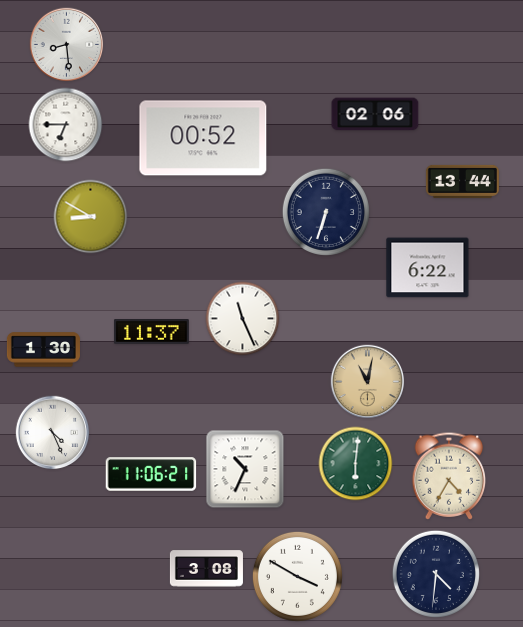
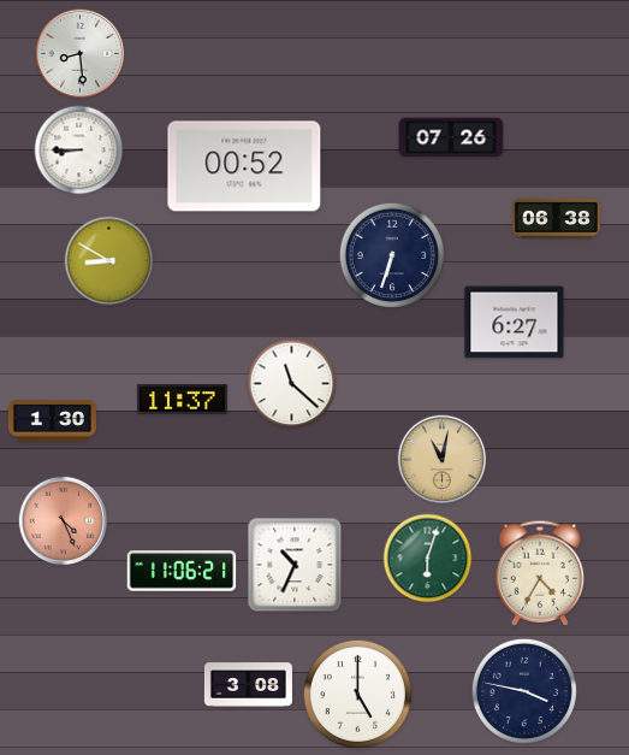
clock at (375, 114): 02:06 -> 07:26
clock at (66, 125): 6:45 -> 8:45
clock at (462, 181): 13:44 -> 06:38
clock at (428, 268): 6:22 -> 6:27
clock at (243, 319): 11:26 -> 11:22
clock at (53, 433) dial: white -> salmon
clock at (356, 464): 6:01 -> 6:03
clock at (436, 574): 4:31 -> 3:47
clock at (297, 576): 3:50 -> 5:00
